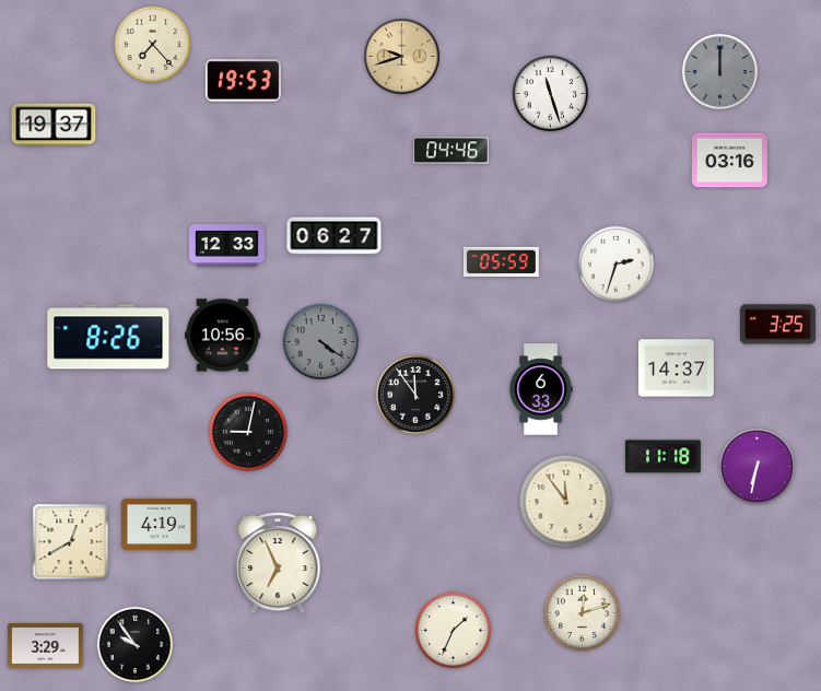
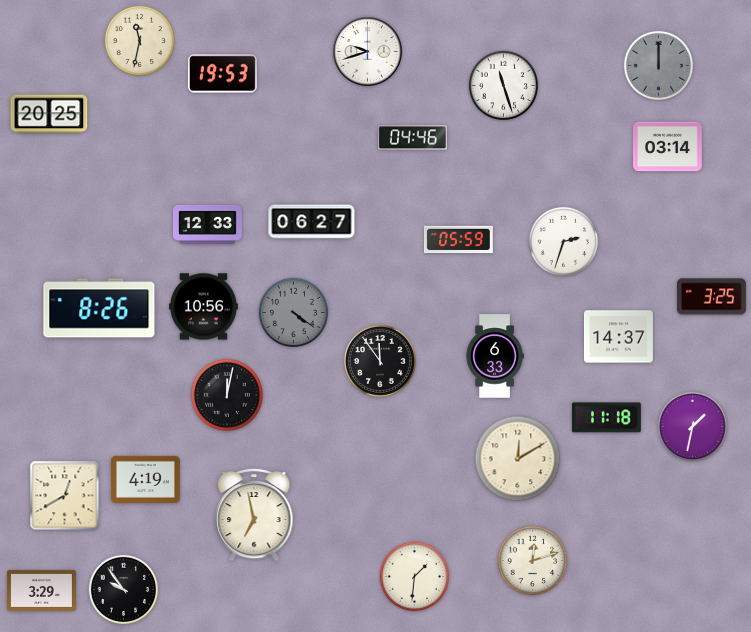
clock at (153, 45): 7:23 -> 11:32
clock at (402, 57) dial: champagne -> white
clock at (54, 125): 19:37 -> 20:25
clock at (729, 161): 03:16 -> 03:14
clock at (335, 236) position: (335, 236) -> (312, 222)
clock at (248, 432): 9:02 -> 12:02
clock at (758, 467): 6:32 -> 1:32
clock at (566, 502): 11:54 -> 12:10
clock at (278, 563): 6:56 -> 6:58
clock at (454, 631): 1:34 -> 1:31
